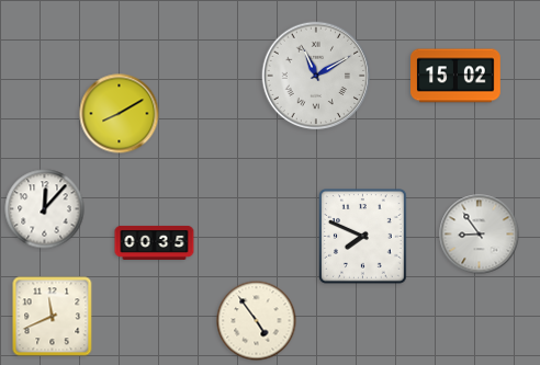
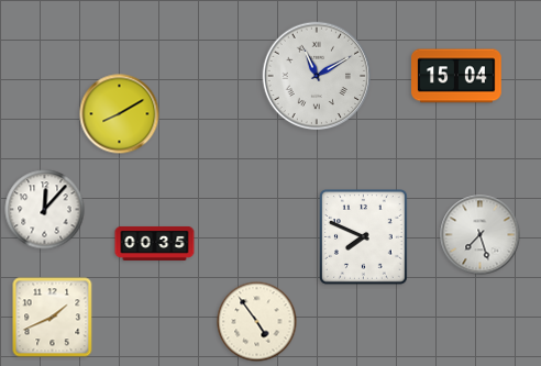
clock at (457, 76): 15:02 -> 15:04
clock at (480, 235): 8:54 -> 7:27
clock at (53, 317): 11:41 -> 1:41
